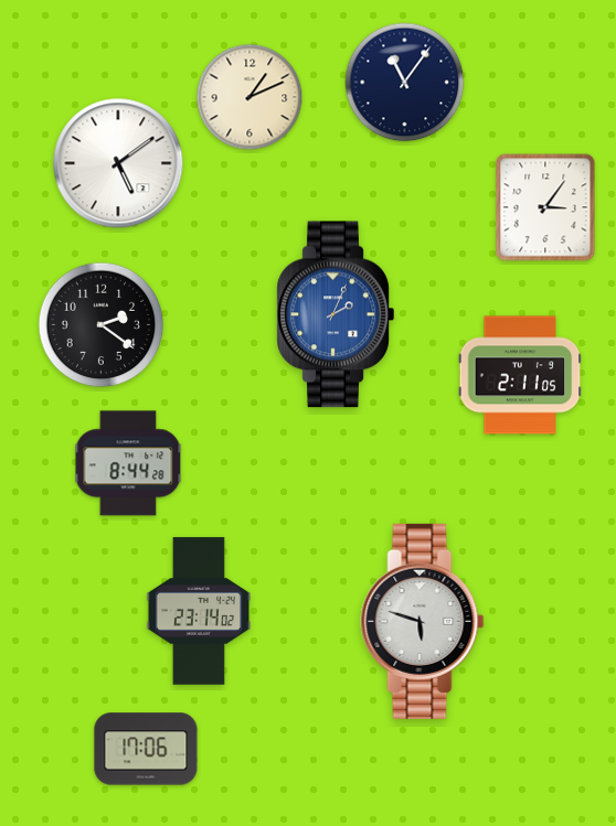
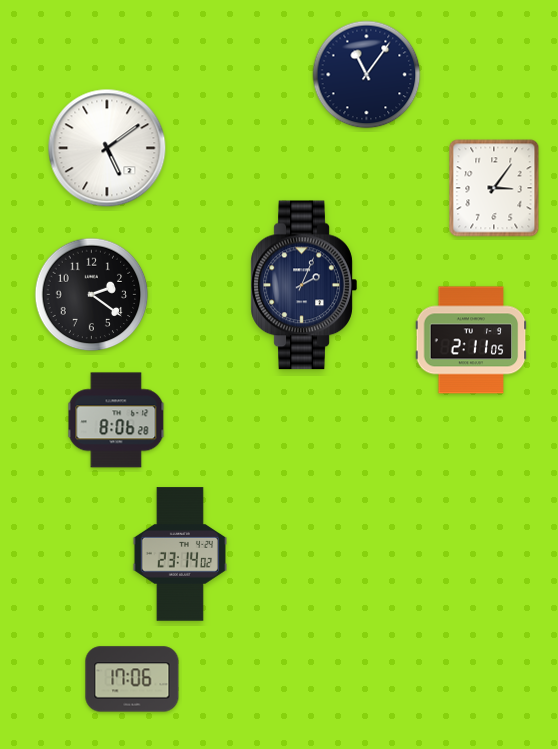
clock at (249, 97): 1:11 -> none
clock at (336, 314) dial: blue -> navy
clock at (128, 463): 8:44 -> 8:06
clock at (423, 621): 5:48 -> none
